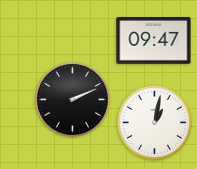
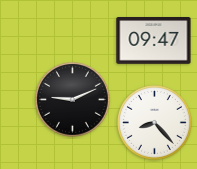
clock at (72, 99): 2:11 -> 9:11
clock at (154, 122): 1:02 -> 8:23
